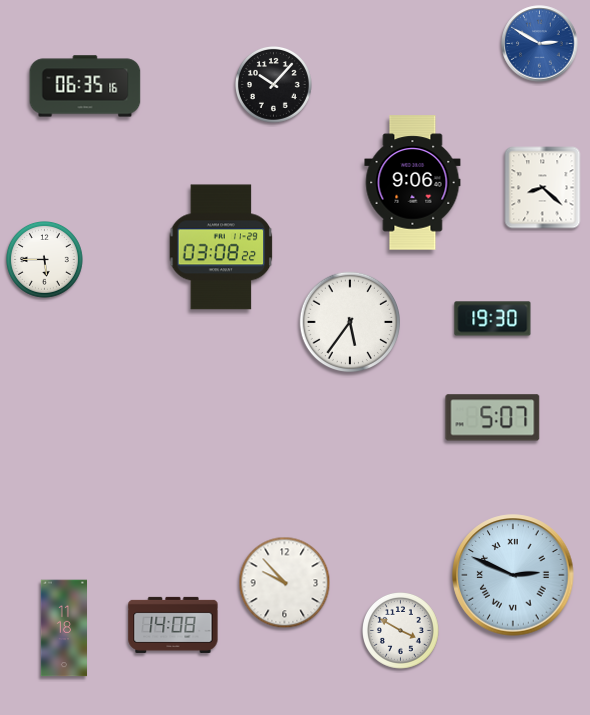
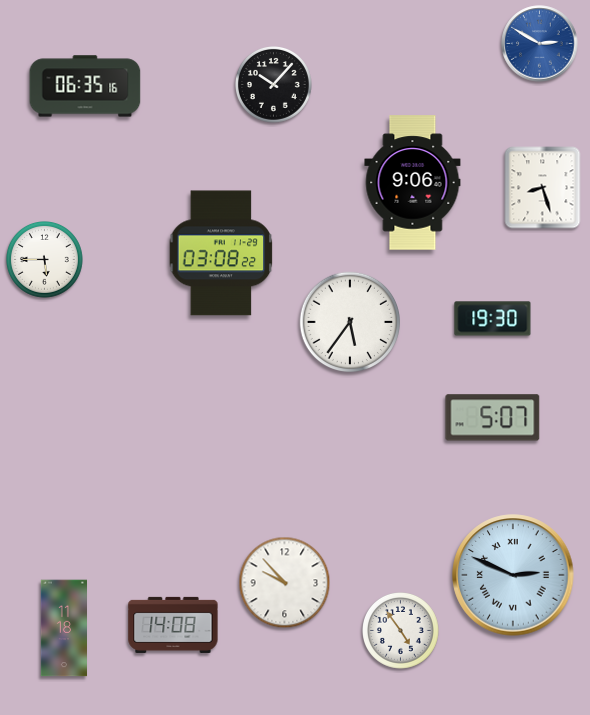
clock at (543, 188): 8:22 -> 8:27
clock at (221, 247) position: (221, 247) -> (221, 253)
clock at (401, 631): 3:50 -> 4:54
